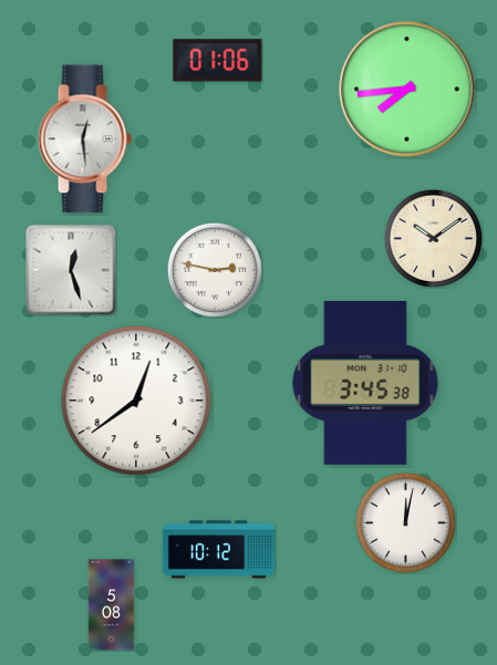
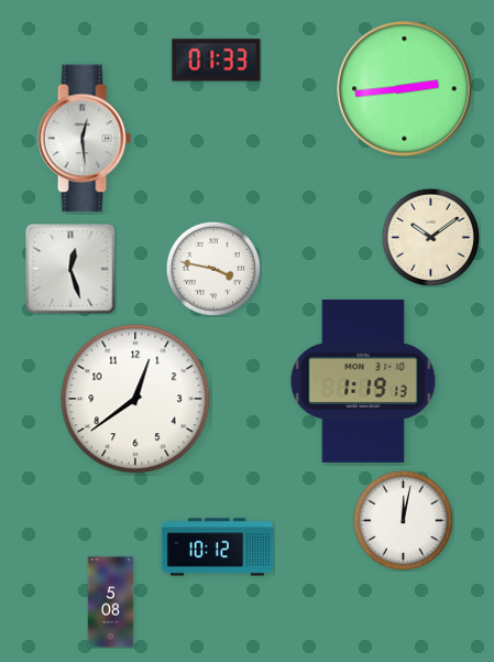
clock at (218, 61): 01:06 -> 01:33
clock at (407, 90): 7:44 -> 2:44
clock at (214, 269): 2:47 -> 3:47
clock at (365, 383): 3:45 -> 1:19
